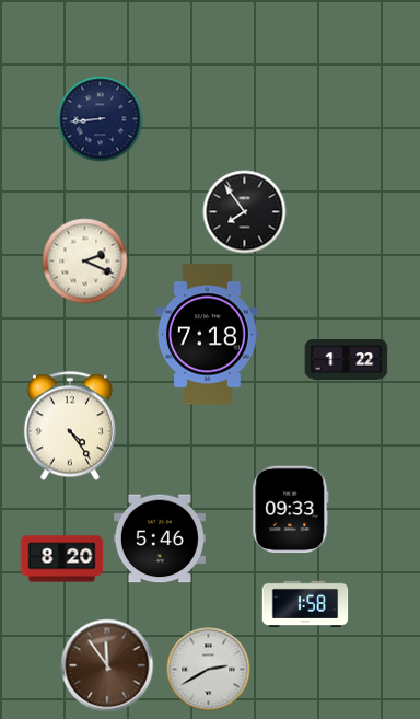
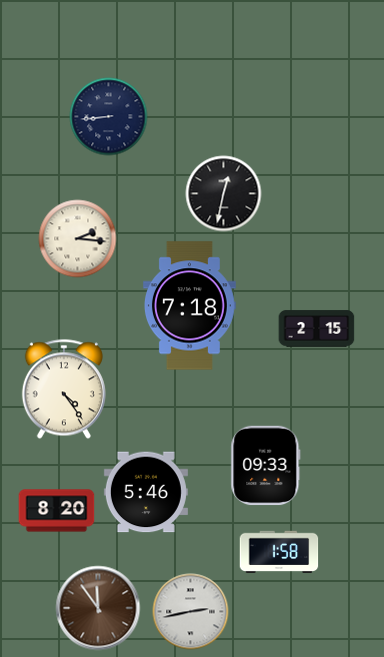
clock at (101, 119) position: (101, 119) -> (109, 117)
clock at (245, 212): 7:54 -> 12:32
clock at (85, 262): 2:19 -> 2:16
clock at (347, 360): 1:22 -> 2:15
clock at (209, 670): 2:40 -> 2:43
